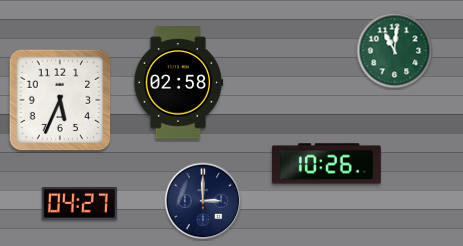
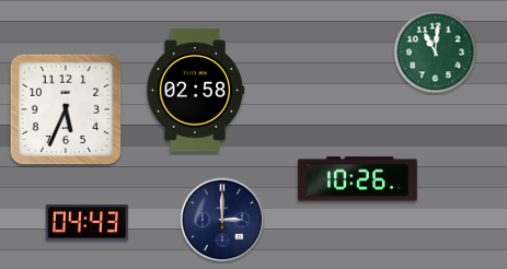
clock at (395, 51) position: (395, 51) -> (436, 52)
clock at (79, 204): 04:27 -> 04:43
